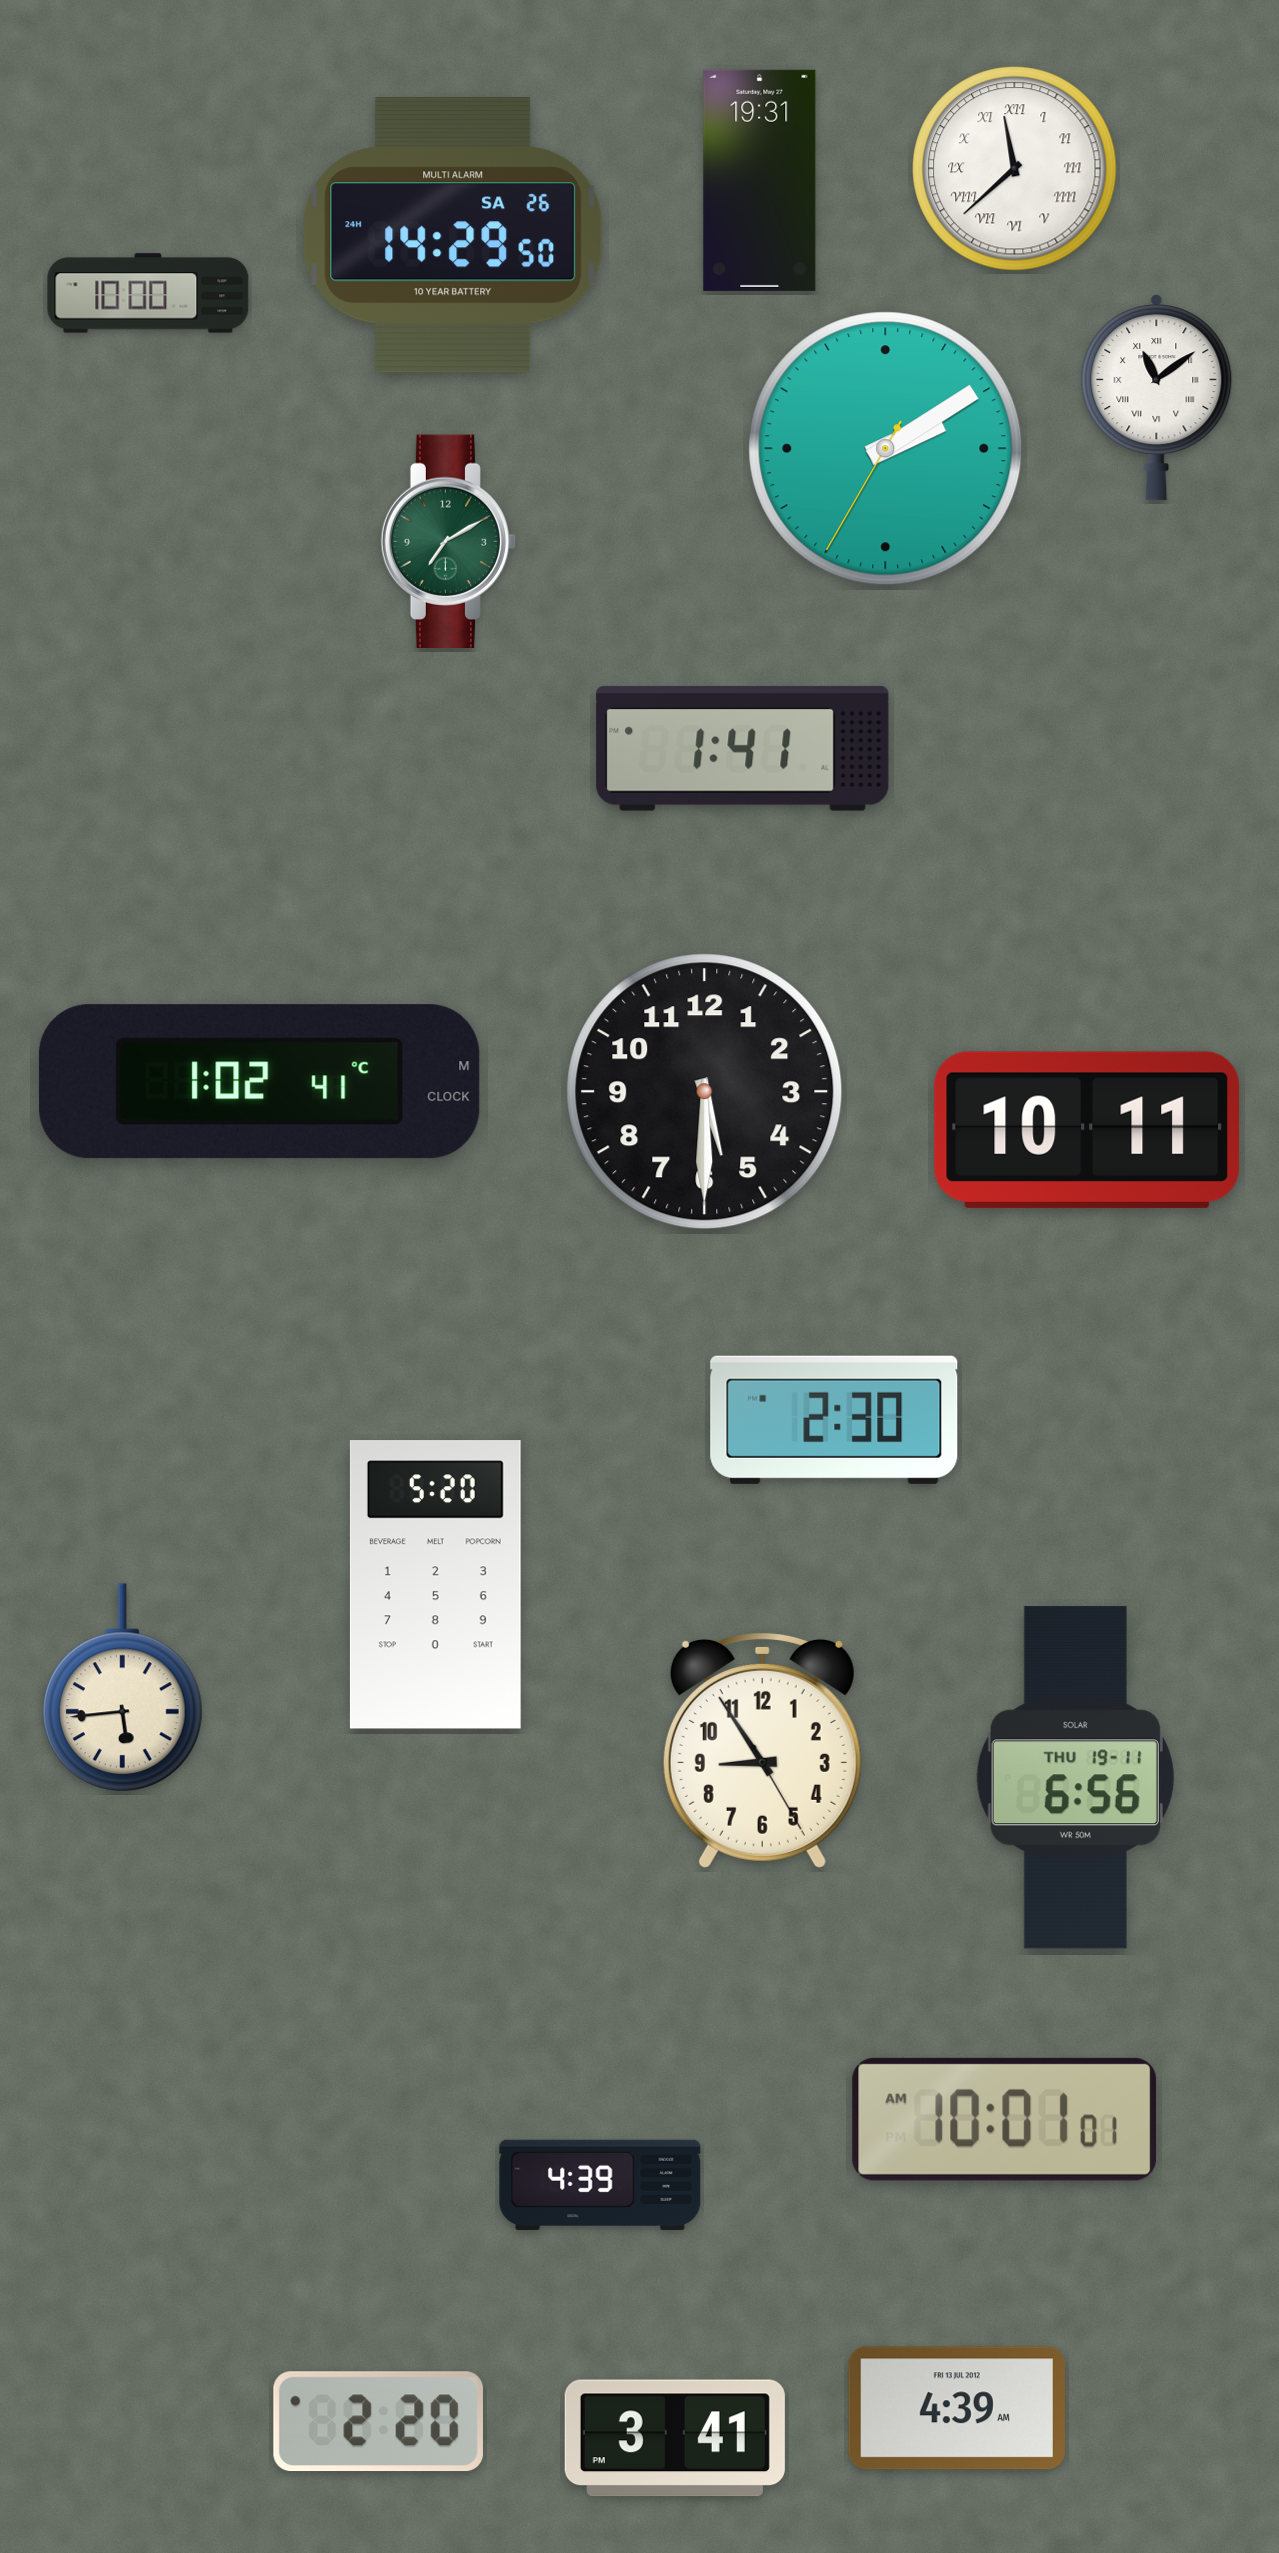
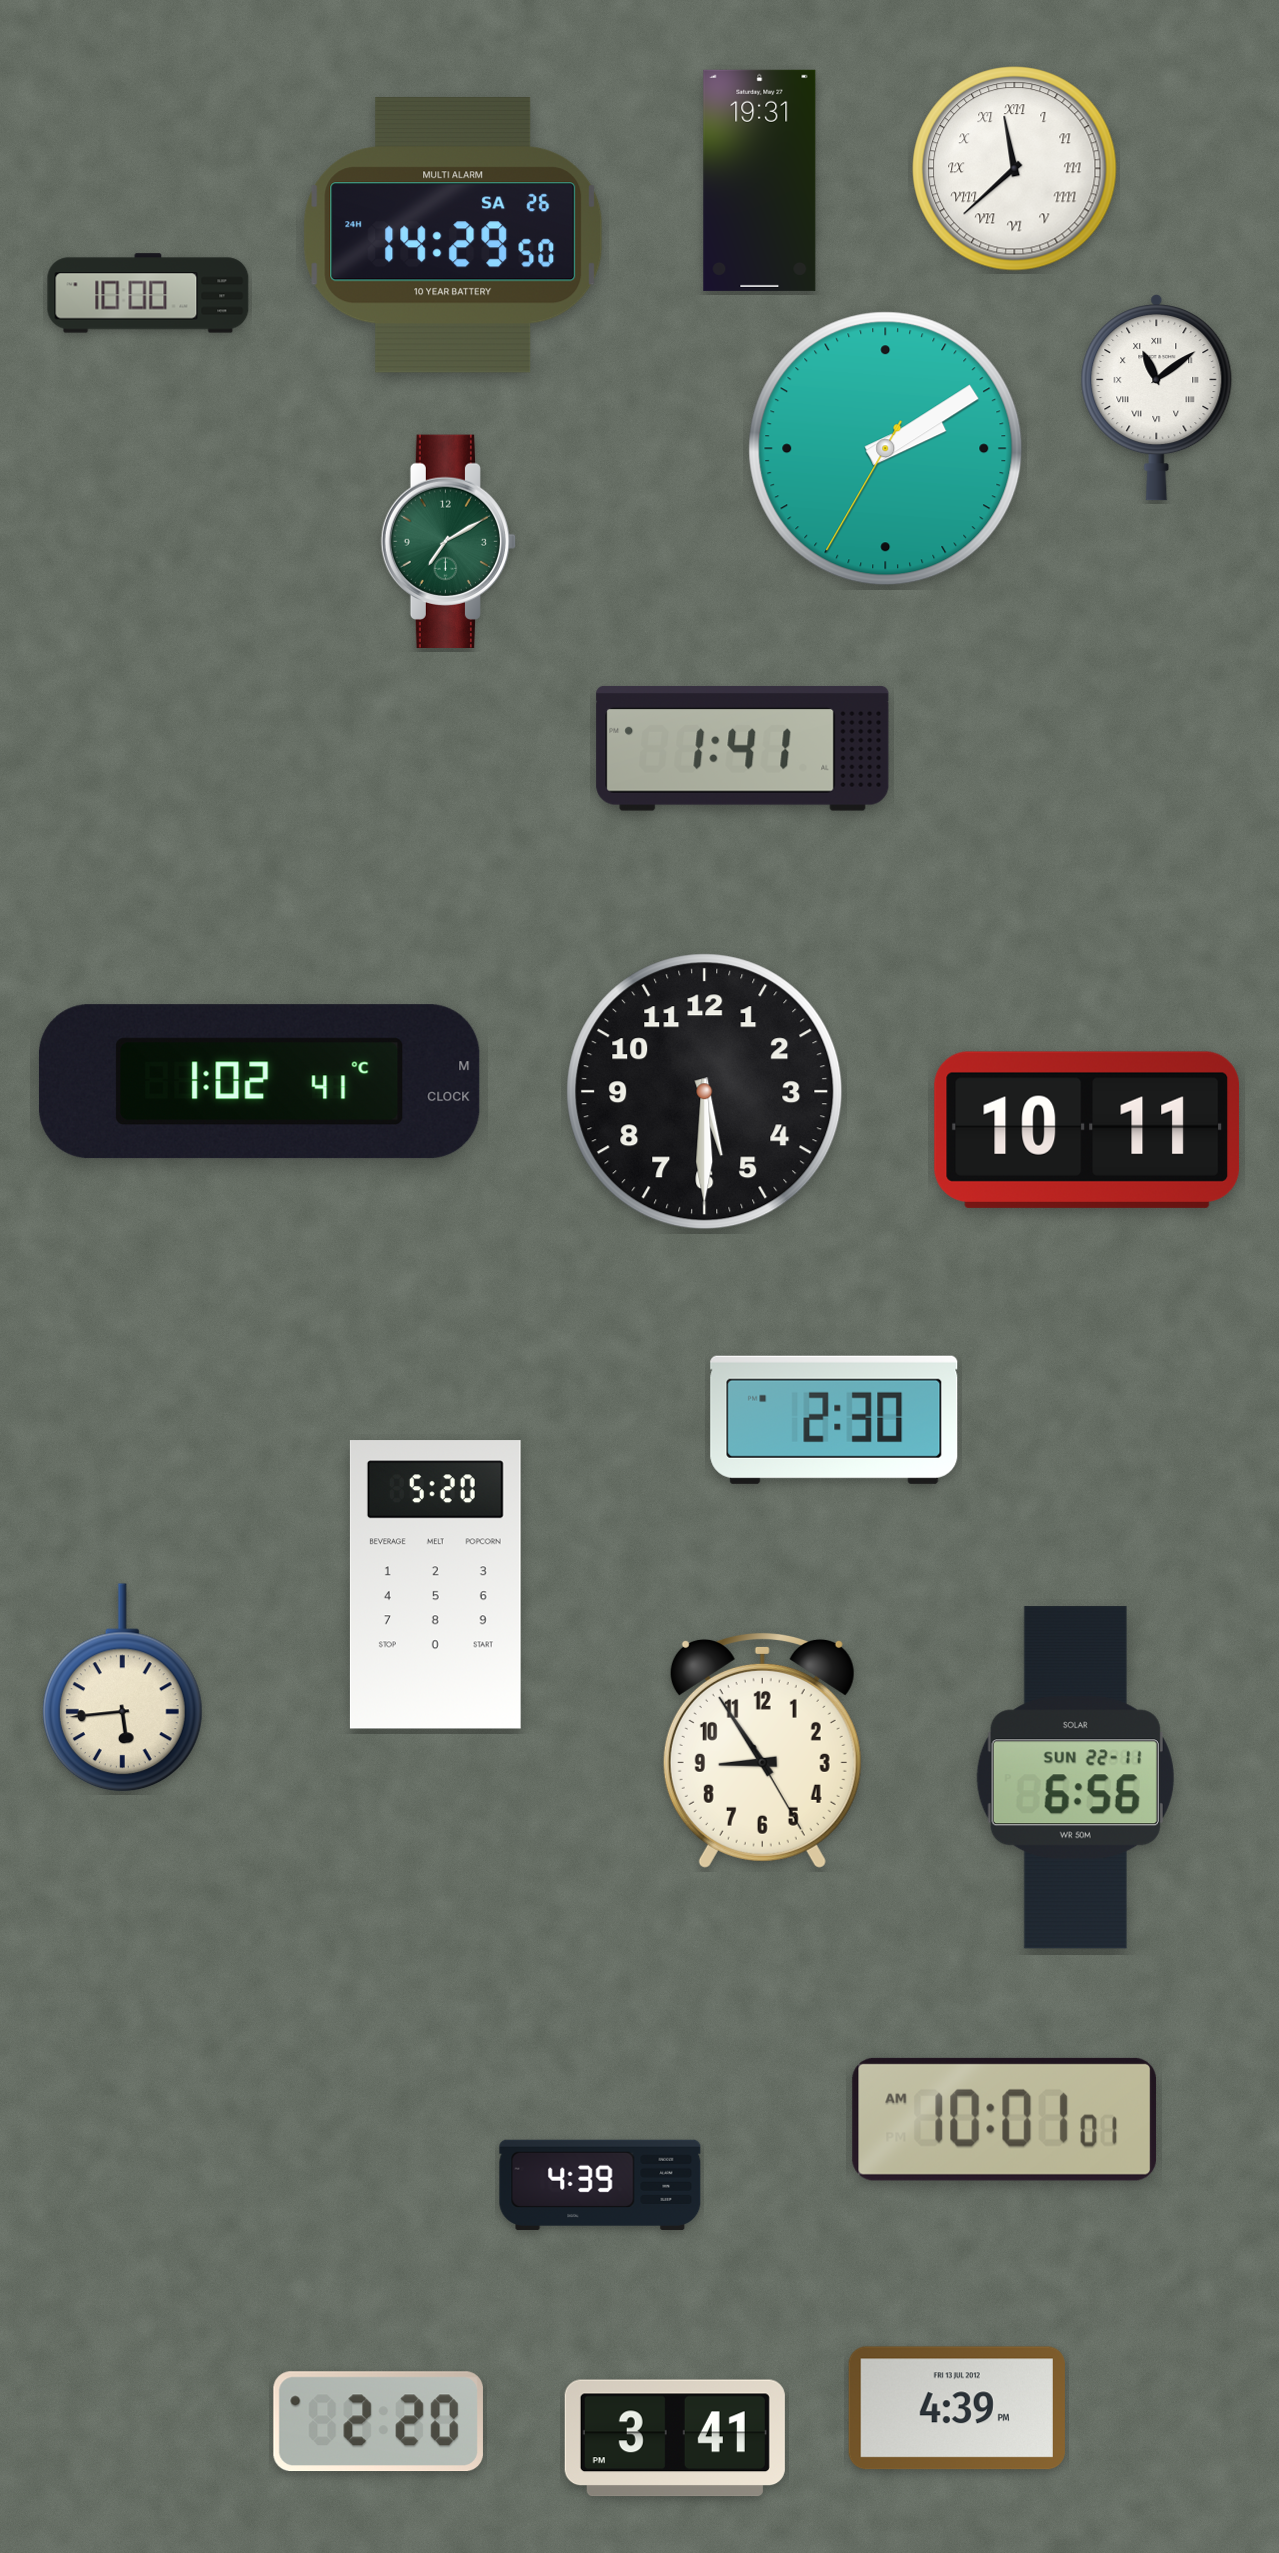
clock at (1075, 1778) date: THU 19-11 -> SUN 22-11
clock at (957, 2408): 4:39 AM -> 4:39 PM
